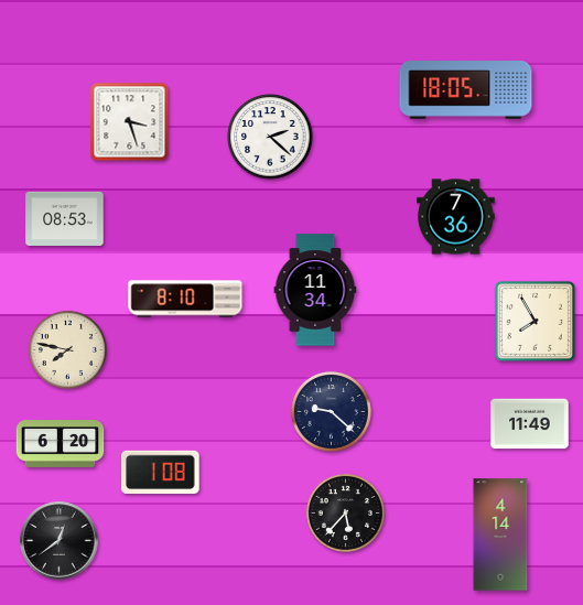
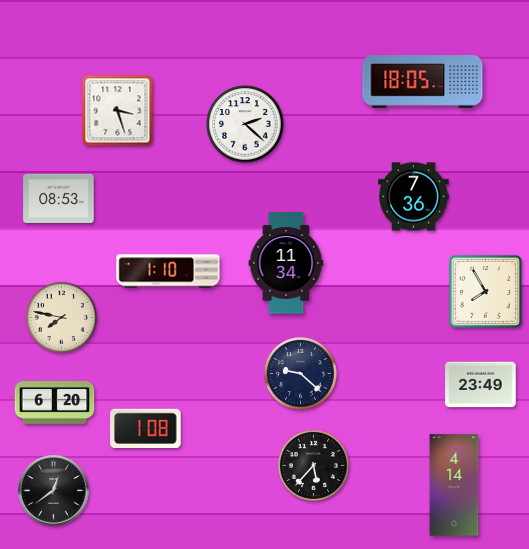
clock at (185, 299): 8:10 -> 1:10
clock at (530, 424): 11:49 -> 23:49
